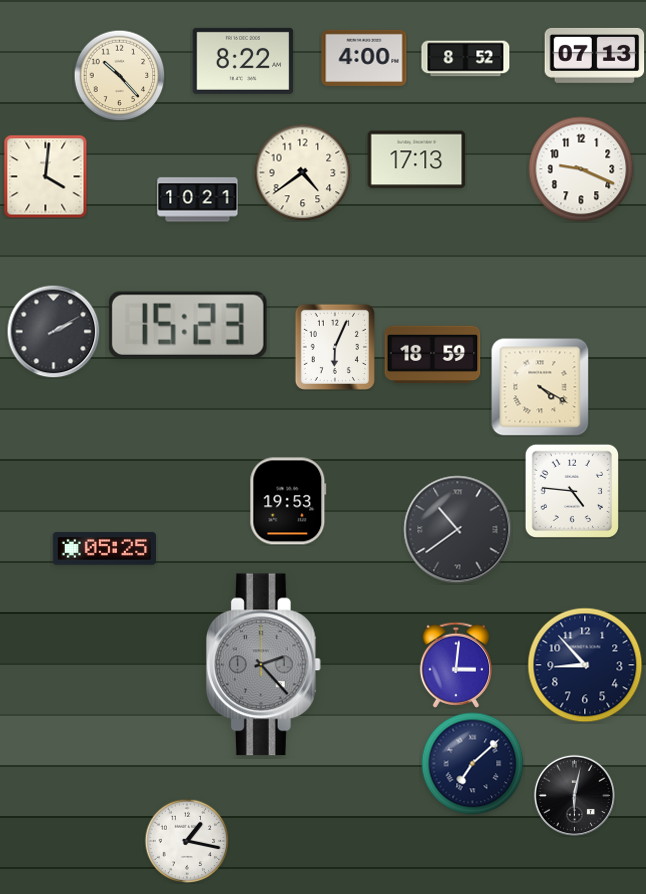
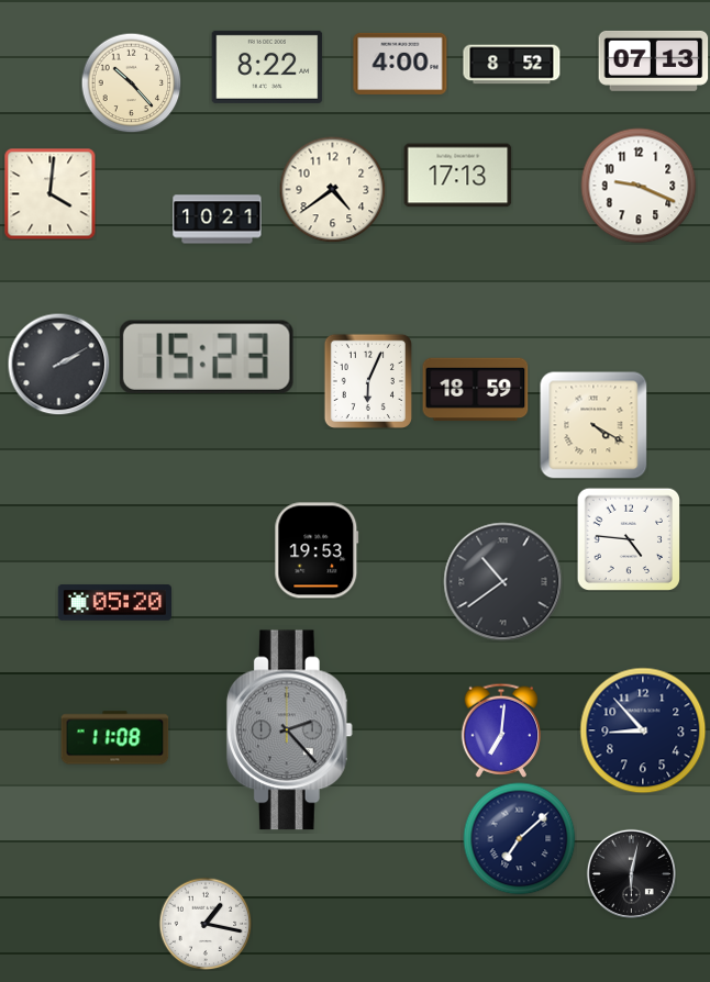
clock at (104, 549): 05:25 -> 05:20
clock at (456, 665): 3:01 -> 7:01
clock at (115, 738): none -> 11:08
